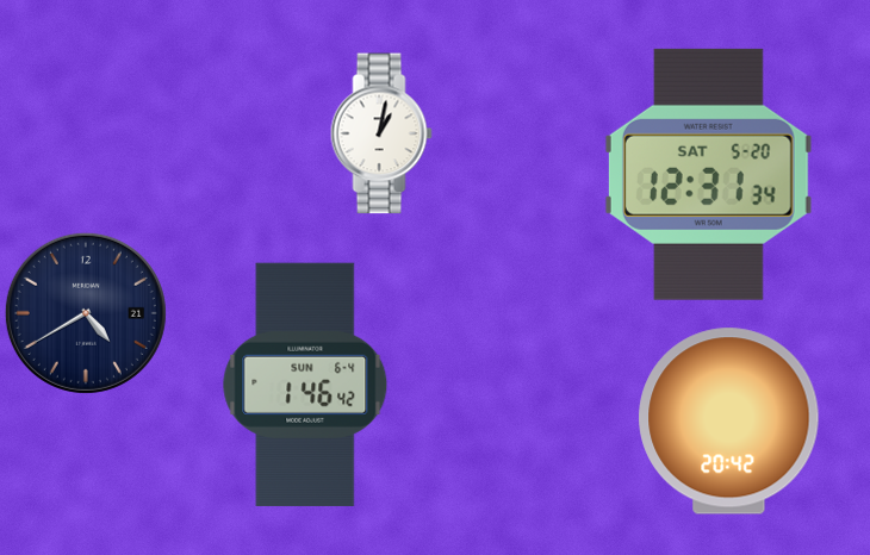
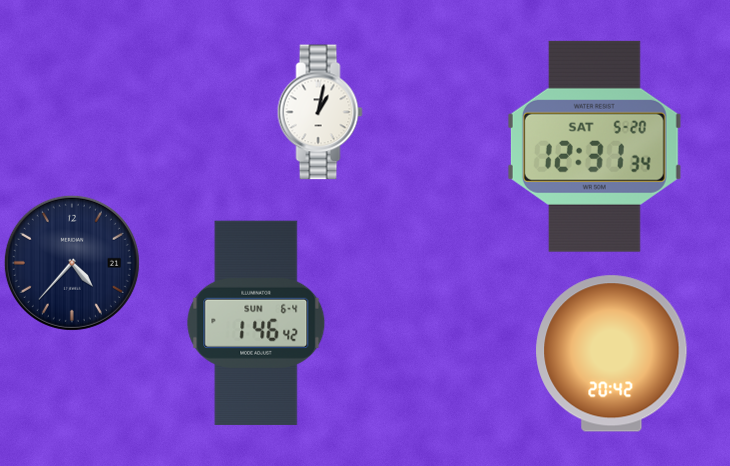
clock at (86, 313): 4:40 -> 4:37
